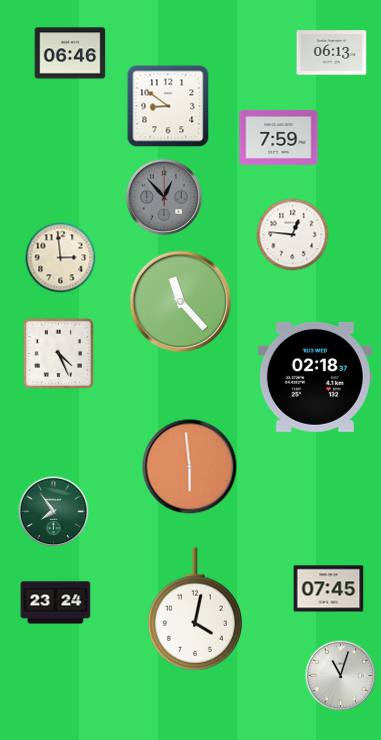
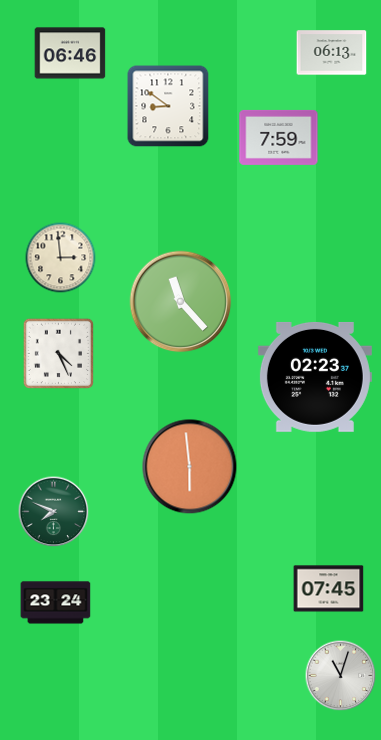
clock at (164, 197): 12:53 -> none
clock at (293, 235): 12:46 -> none
clock at (315, 377): 02:18 -> 02:23
clock at (54, 512): 7:54 -> 7:49
clock at (195, 609): 4:02 -> none
